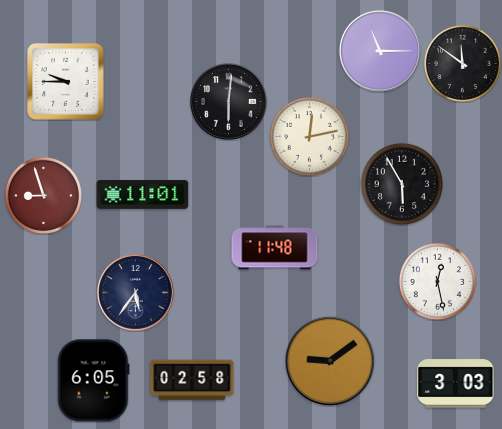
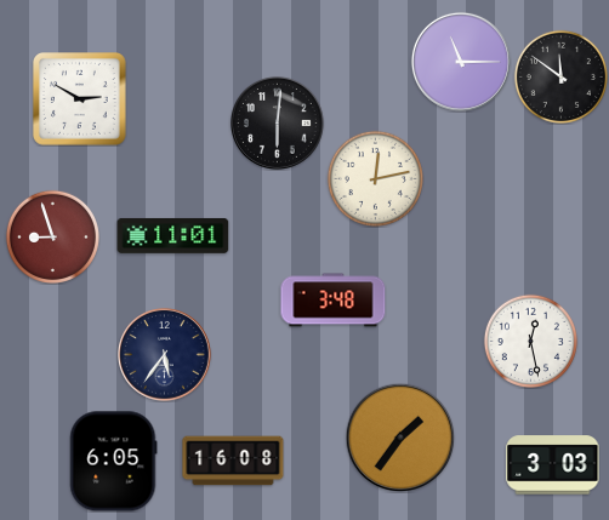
clock at (66, 82): 9:45 -> 2:50
clock at (309, 136) position: (309, 136) -> (375, 178)
clock at (401, 183): 5:55 -> none
clock at (275, 248): 11:48 -> 3:48
clock at (330, 361): 9:09 -> 1:36
clock at (192, 380): 02:58 -> 16:08
